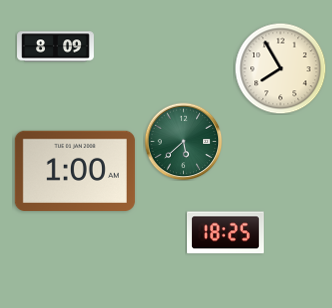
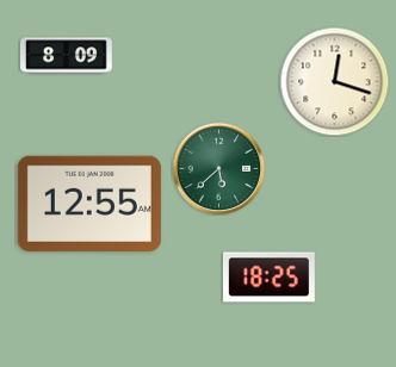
clock at (280, 68): 7:55 -> 12:18
clock at (75, 171): 1:00 -> 12:55
